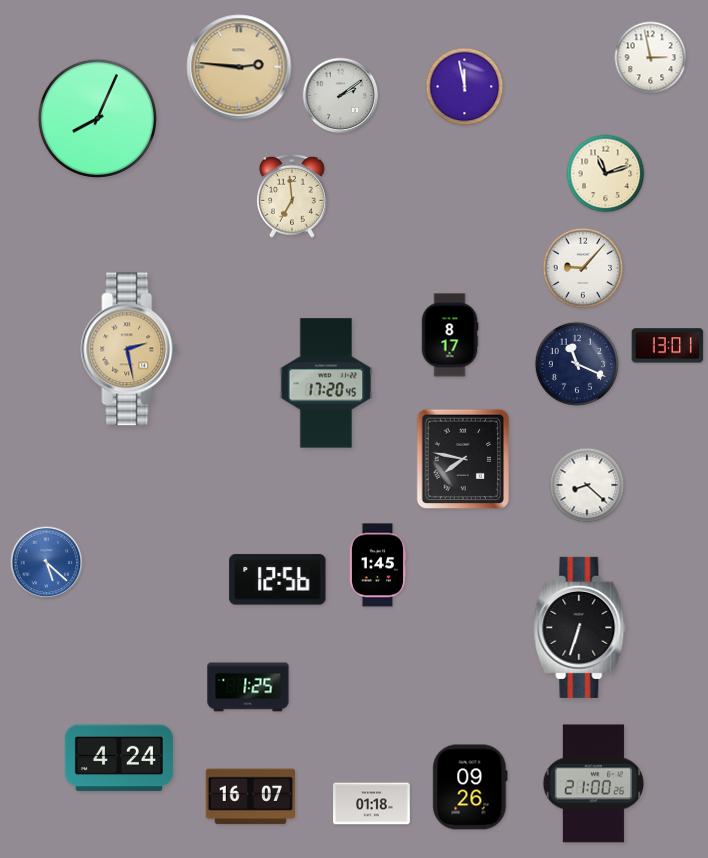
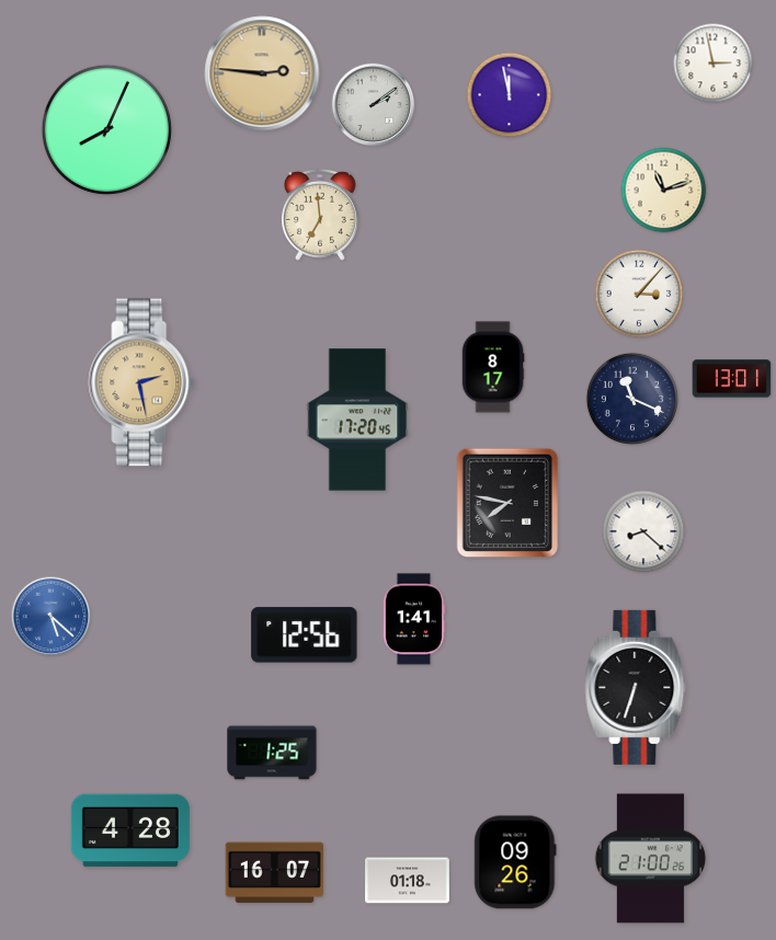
clock at (583, 268): 9:07 -> 3:07
clock at (378, 565): 1:45 -> 1:41
clock at (119, 758): 4:24 -> 4:28
